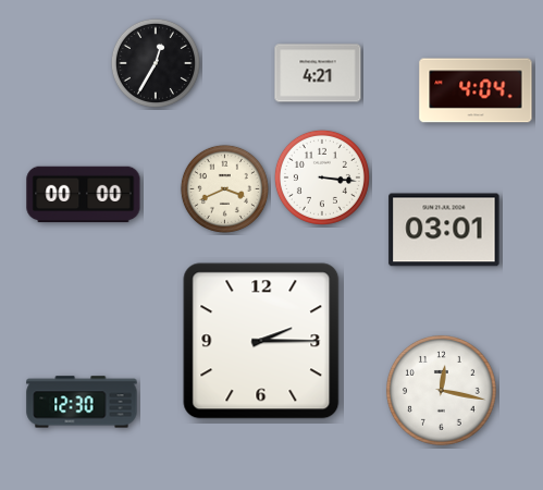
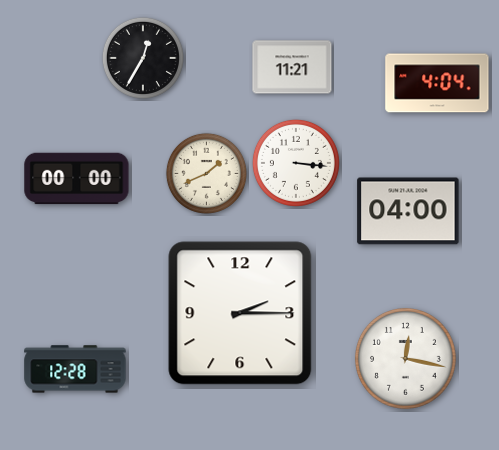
clock at (318, 73): 4:21 -> 11:21
clock at (224, 188): 3:41 -> 1:41
clock at (444, 230): 03:01 -> 04:00
clock at (82, 402): 12:30 -> 12:28
